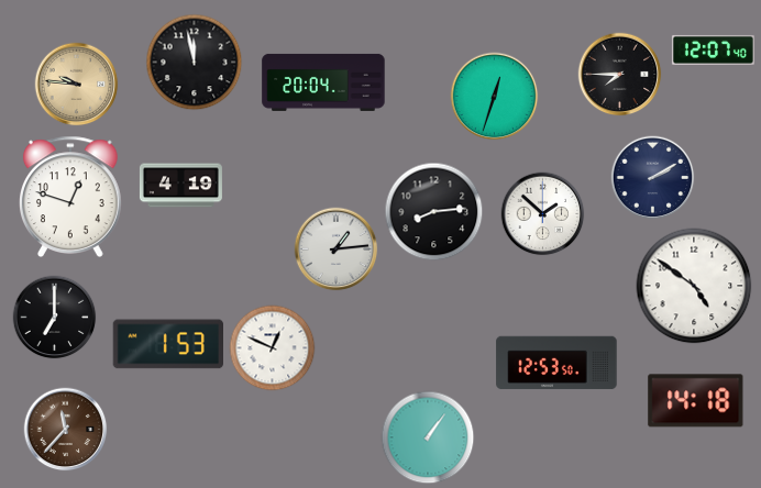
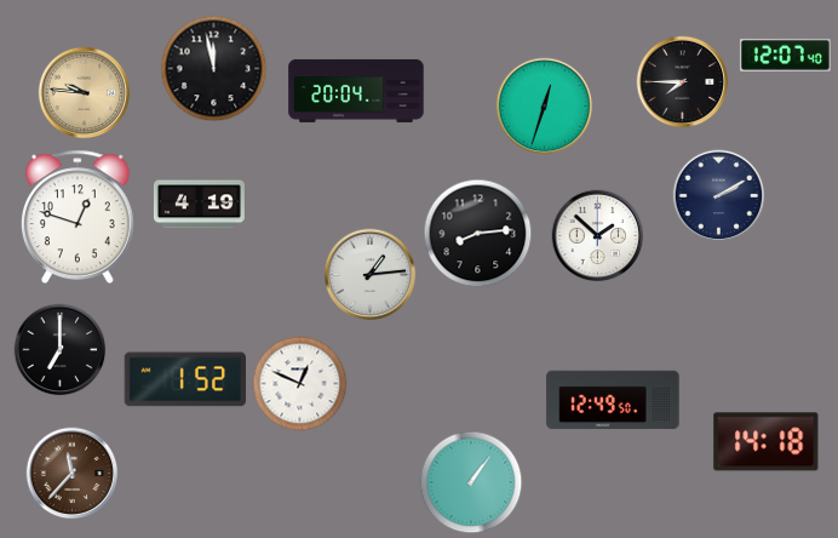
clock at (694, 286): 4:51 -> none
clock at (167, 344): 1:53 -> 1:52
clock at (556, 363): 12:53 -> 12:49
